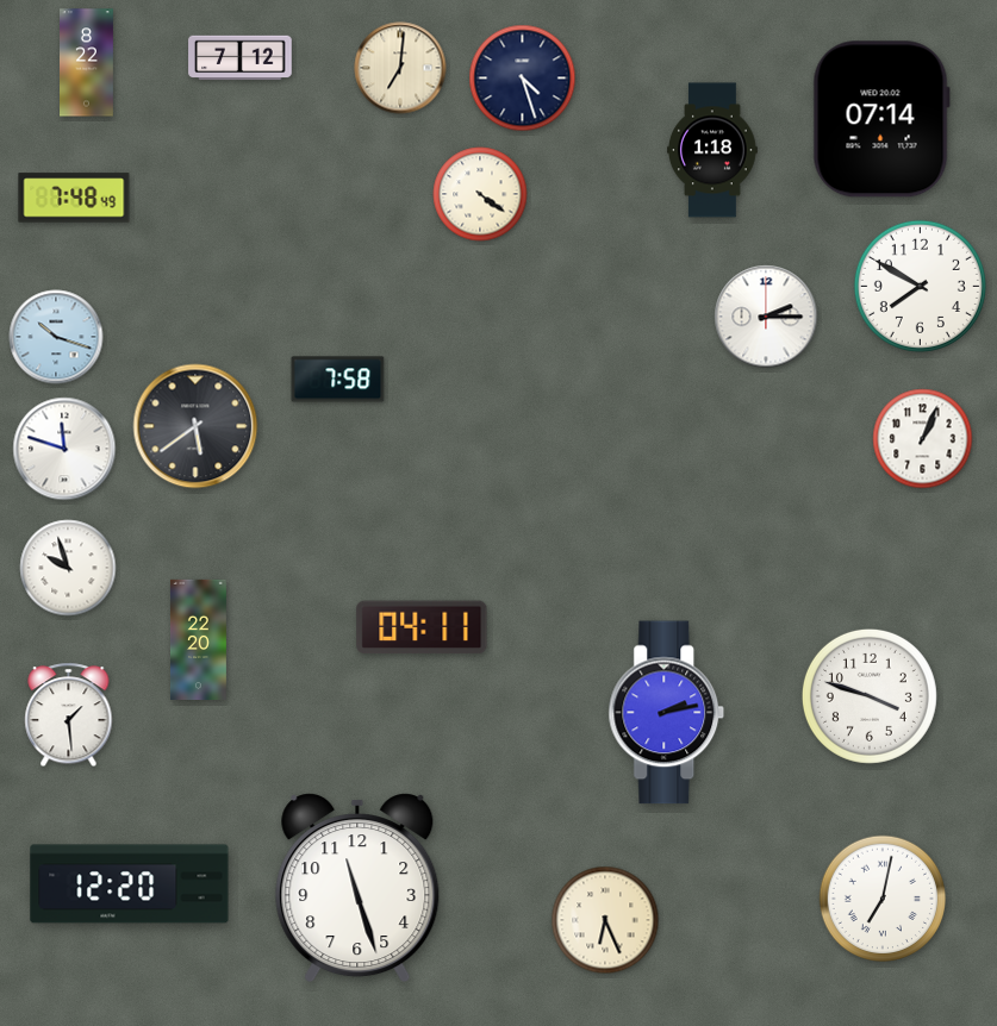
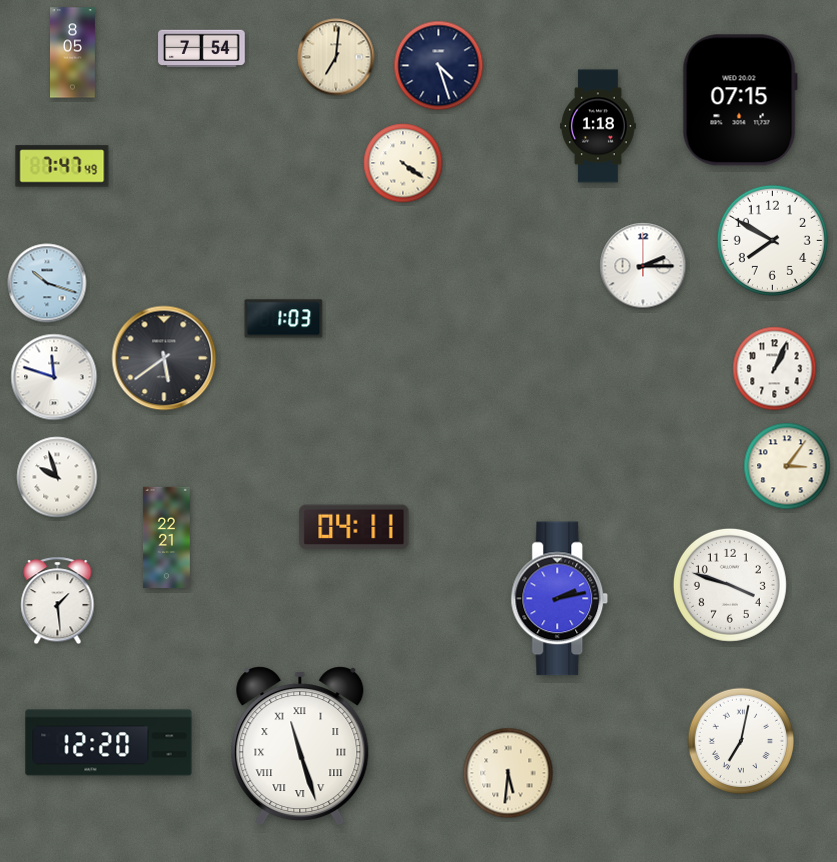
clock at (241, 58): 7:12 -> 7:54
clock at (87, 63): 8:22 -> 8:05
clock at (881, 119): 07:14 -> 07:15
clock at (74, 198): 7:48 -> 7:47
clock at (338, 380): 7:58 -> 1:03
clock at (787, 466): none -> 3:06
clock at (198, 639): 22:20 -> 22:21
clock at (357, 888) numerals: Arabic -> Roman
clock at (883, 899) position: (883, 899) -> (741, 741)
clock at (605, 920): 6:26 -> 5:31
